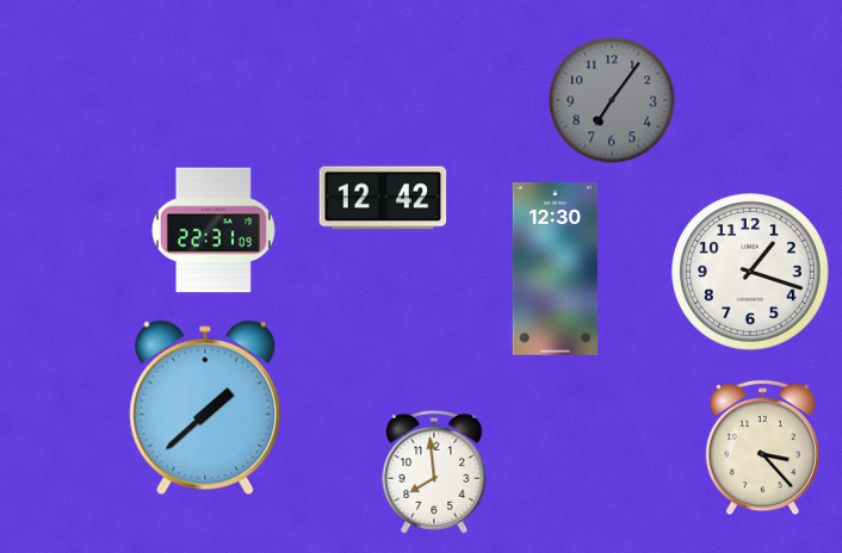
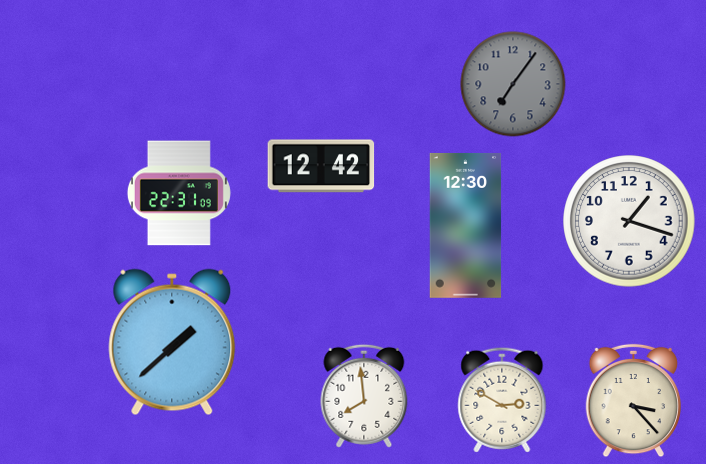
clock at (750, 272) position: (750, 272) -> (629, 221)
clock at (763, 448) position: (763, 448) -> (634, 401)
clock at (502, 400): none -> 2:50
